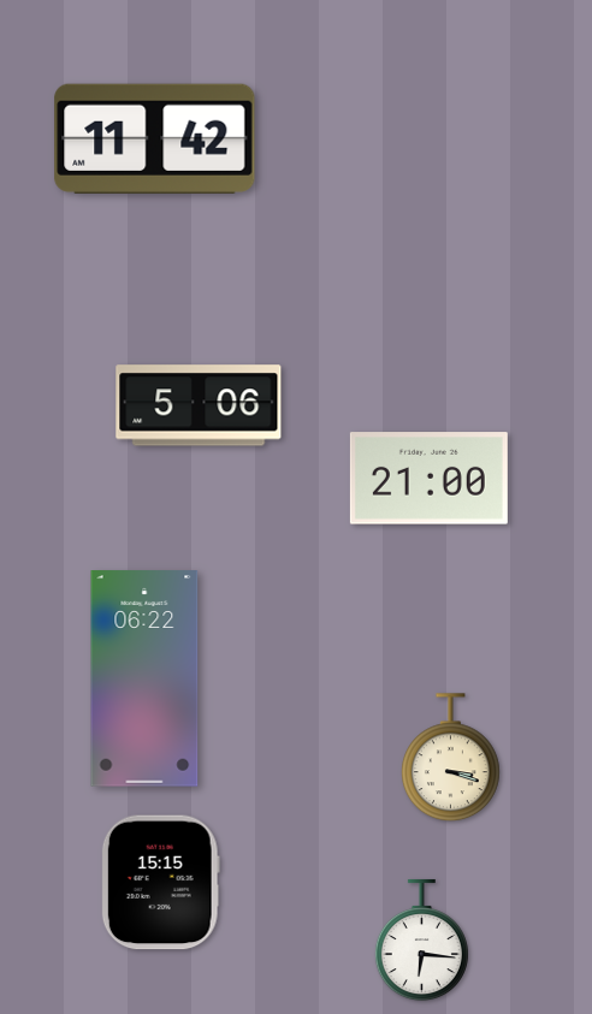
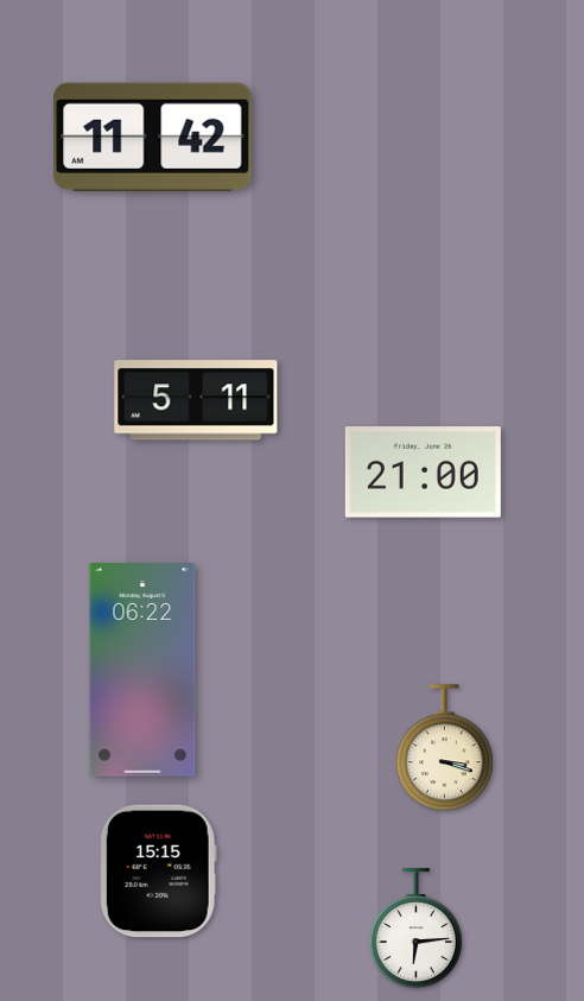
clock at (199, 405): 5:06 -> 5:11
clock at (421, 941): 6:16 -> 6:14
